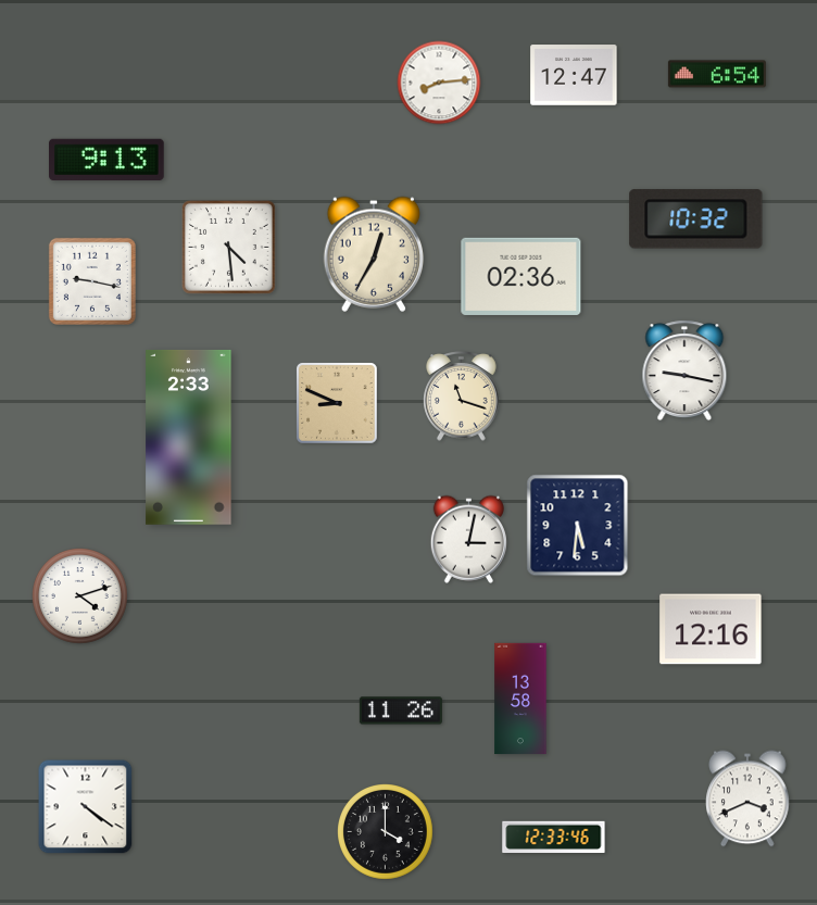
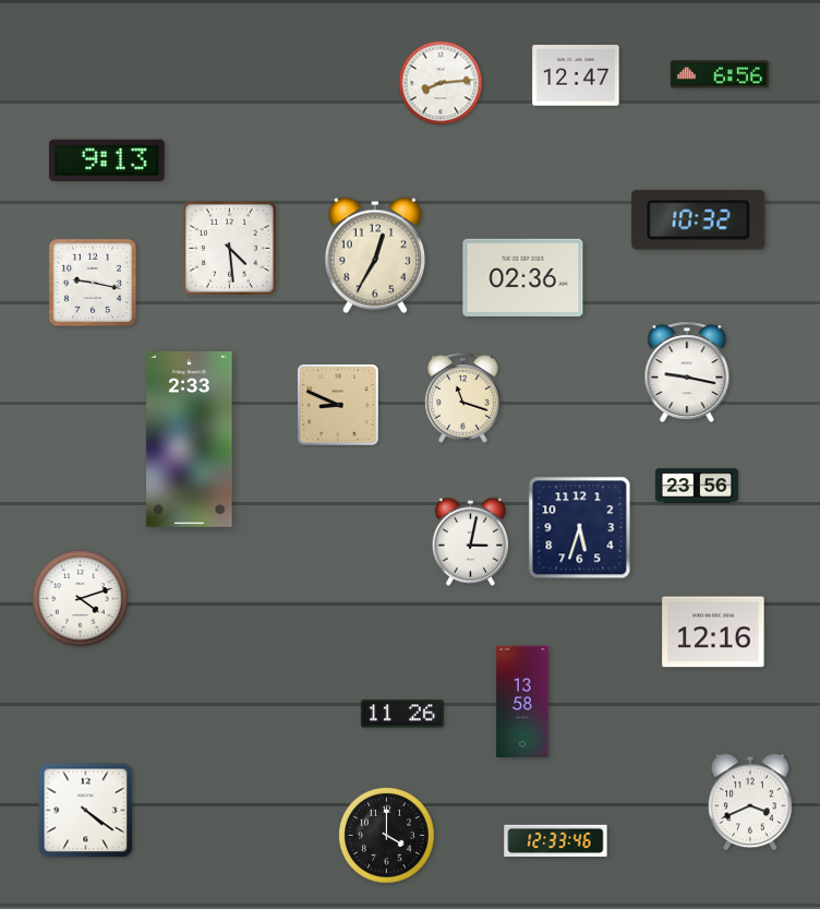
clock at (717, 74): 6:54 -> 6:56
clock at (697, 486): none -> 23:56
clock at (578, 526): 5:31 -> 5:33
